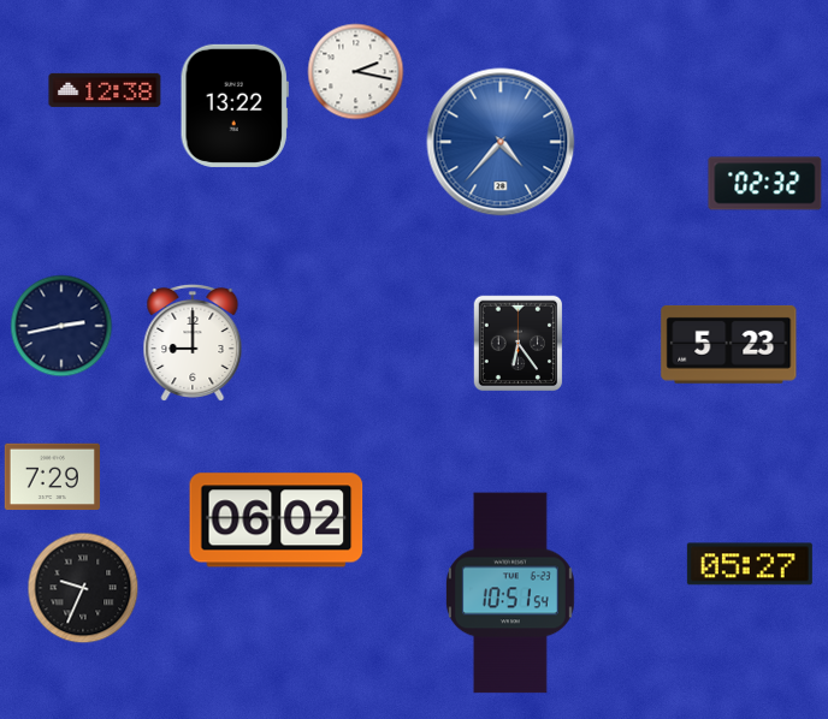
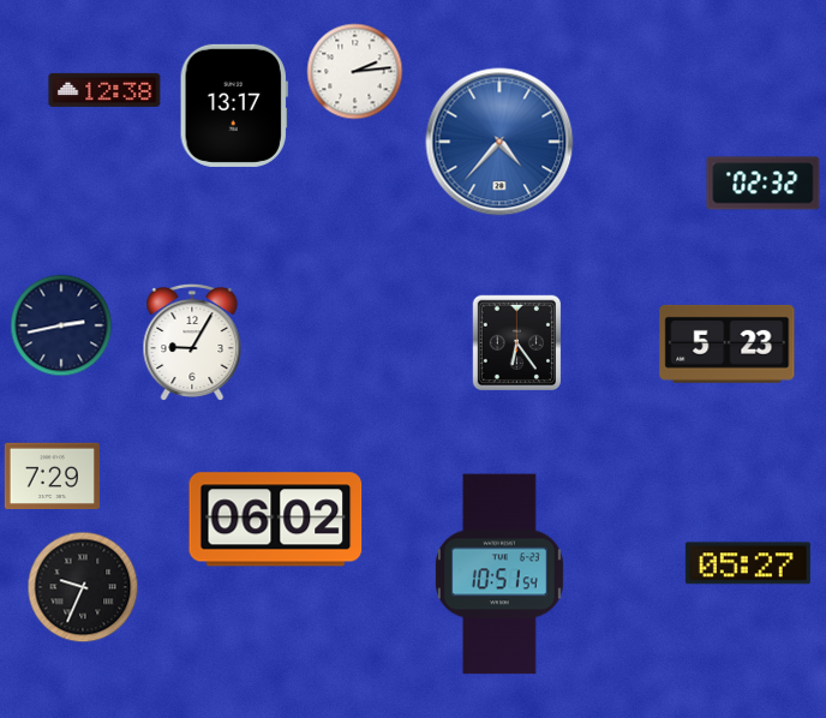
clock at (356, 72): 2:17 -> 2:14
clock at (235, 106): 13:22 -> 13:17
clock at (193, 341): 9:00 -> 9:05
clock at (510, 593) position: (510, 593) -> (499, 574)
